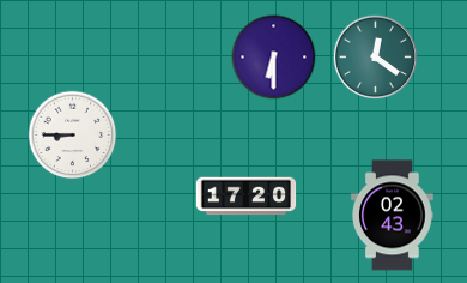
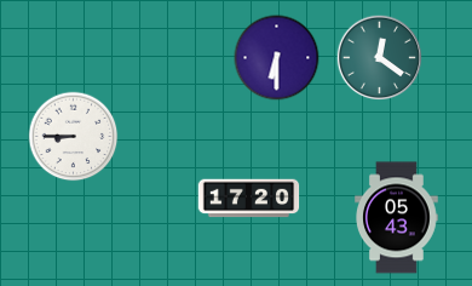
clock at (393, 216): 02:43 -> 05:43
